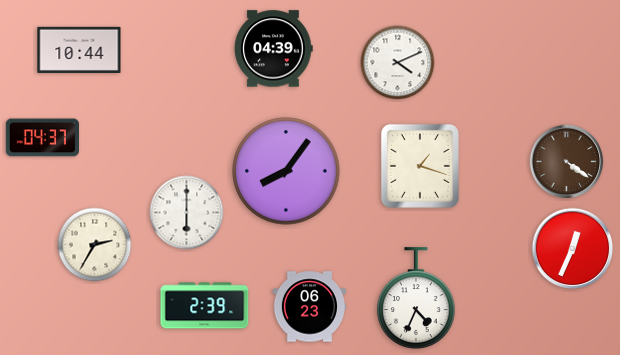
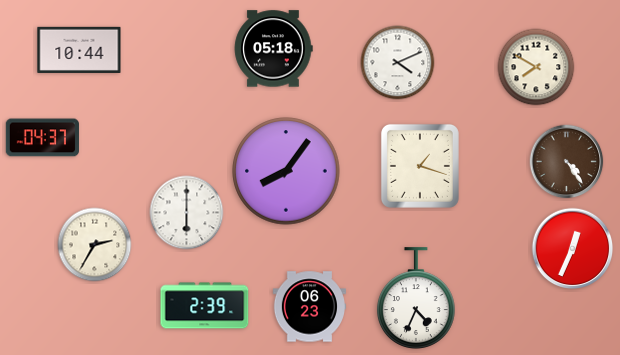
clock at (273, 49): 04:39 -> 05:18
clock at (536, 67): none -> 7:50
clock at (567, 162): 4:21 -> 4:24
